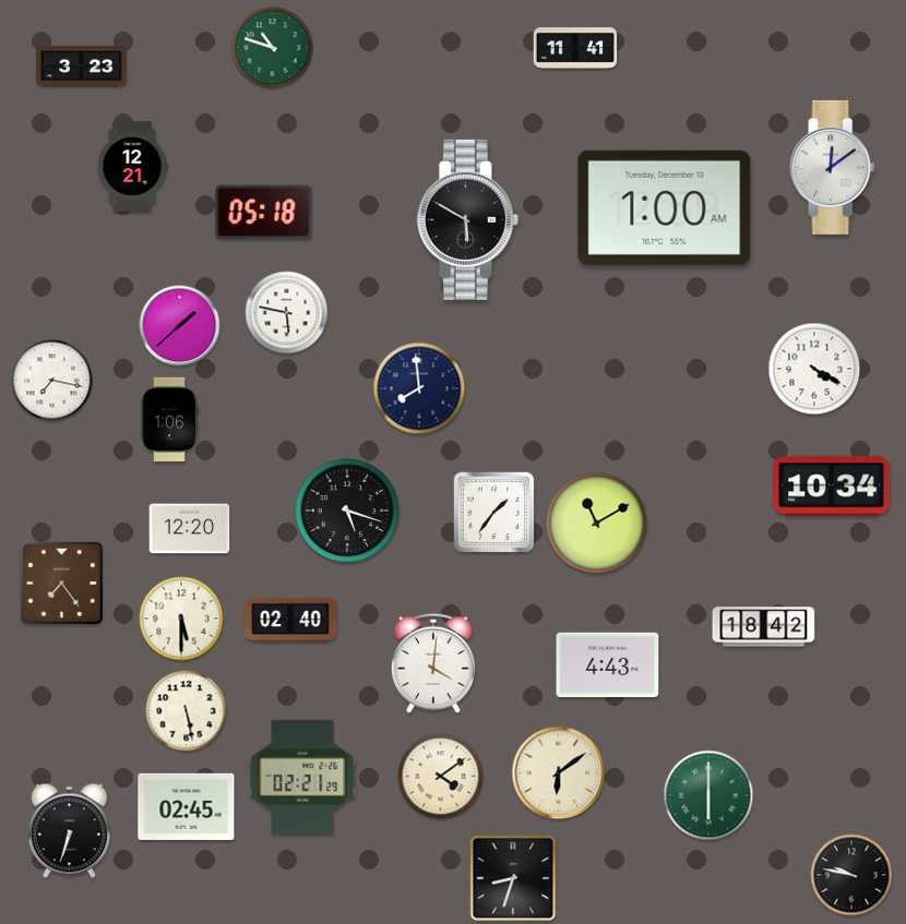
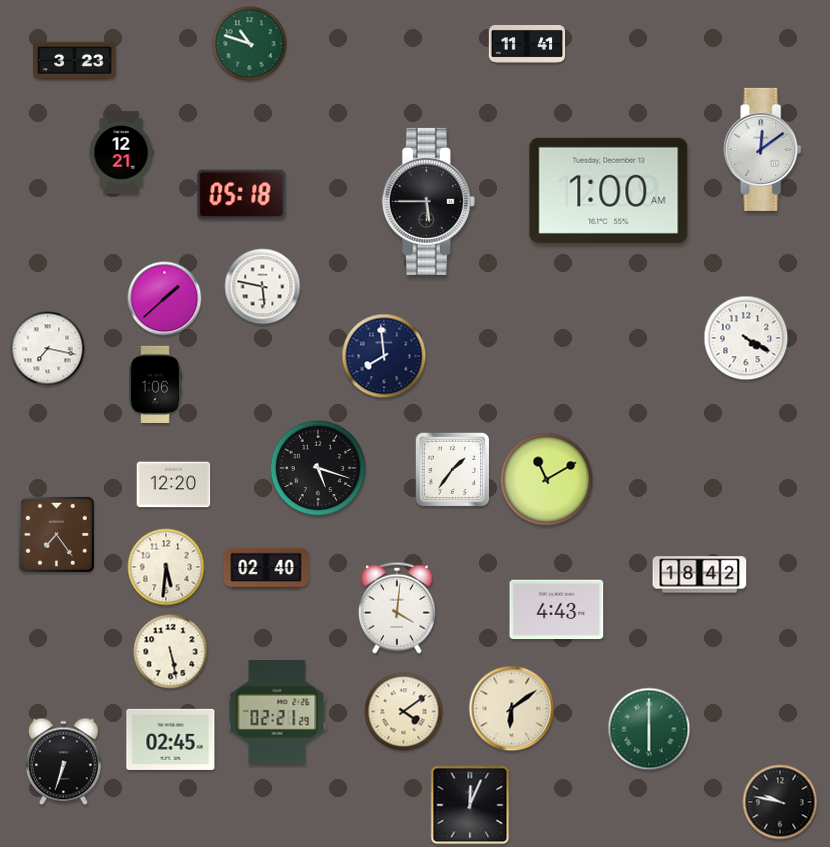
clock at (833, 167) position: (833, 167) -> (763, 149)
clock at (467, 219): 5:50 -> 5:45
clock at (832, 487): 10:34 -> none
clock at (181, 619): 5:30 -> 5:31
clock at (513, 878): 8:33 -> 12:04
